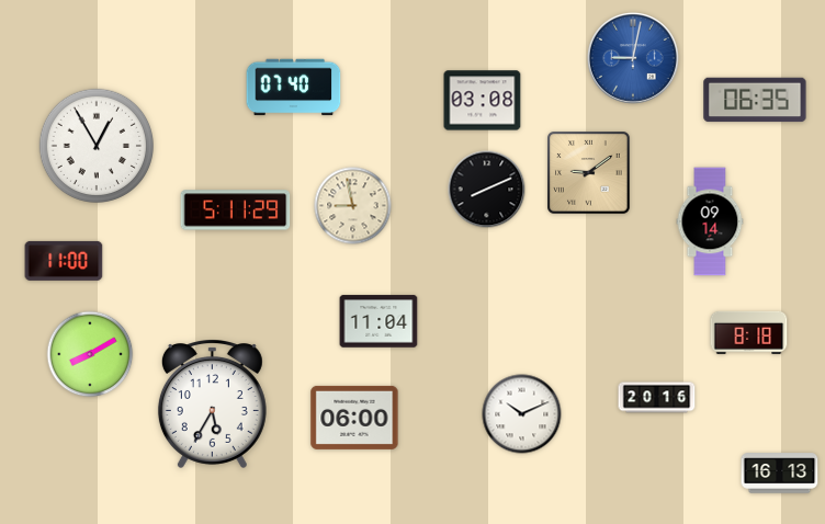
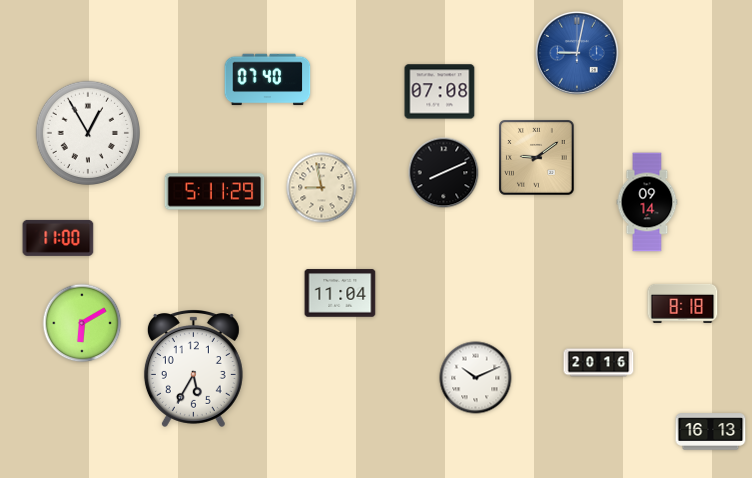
clock at (755, 100): 06:35 -> none
clock at (483, 101): 03:08 -> 07:08
clock at (378, 321) position: (378, 321) -> (340, 293)
clock at (90, 354): 8:10 -> 6:10
clock at (354, 418): 06:00 -> none
